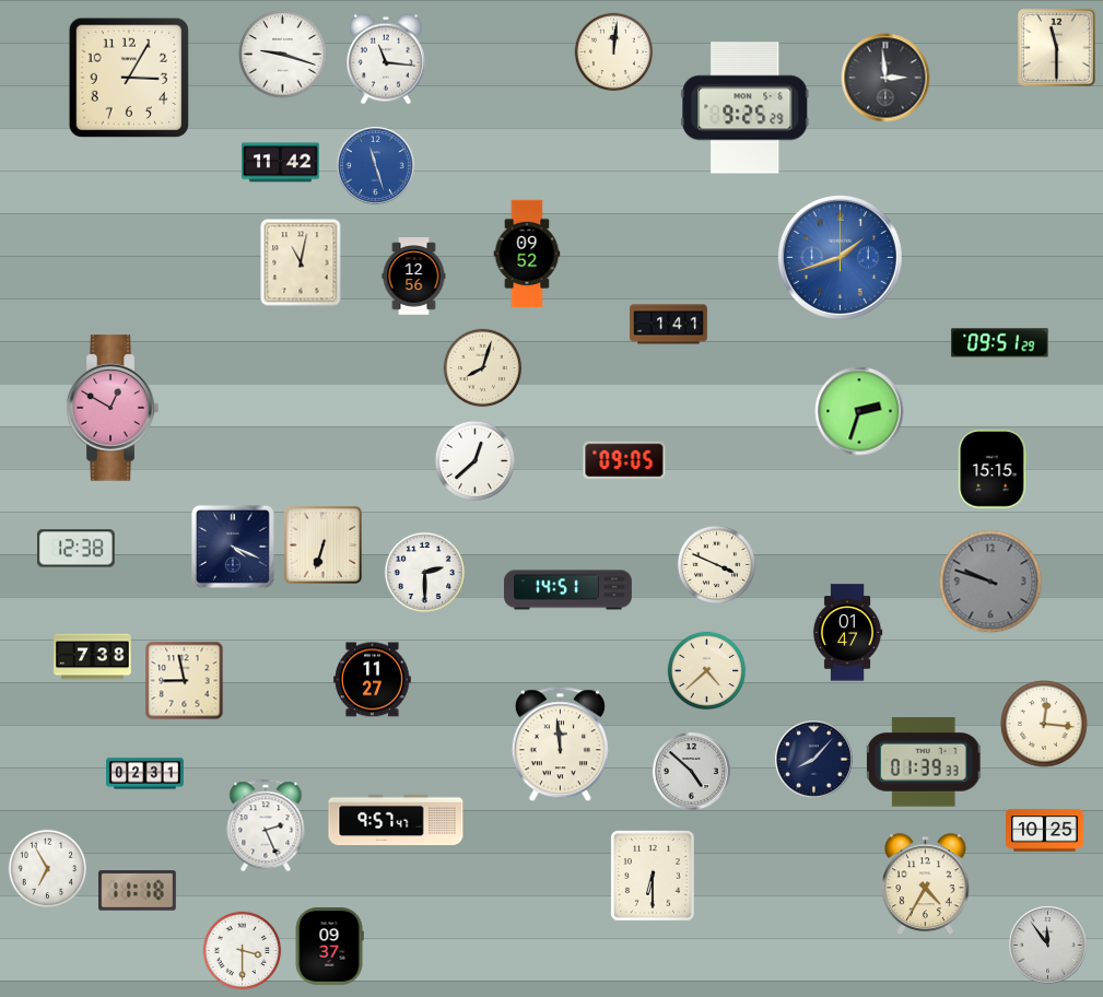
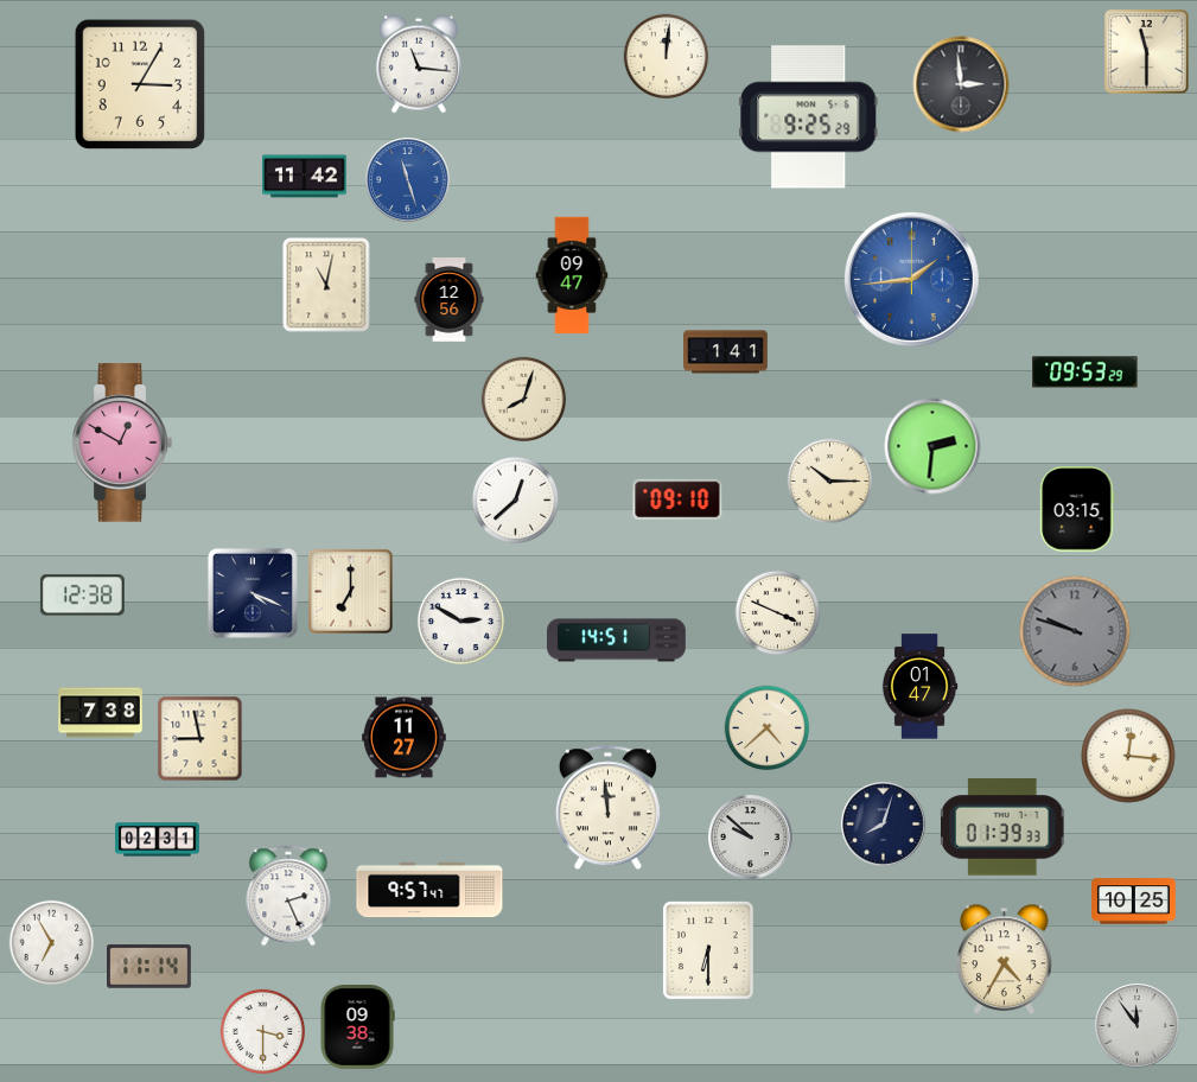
clock at (283, 55): 9:18 -> none
clock at (527, 254): 09:52 -> 09:47
clock at (840, 257): 1:42 -> 1:44
clock at (1000, 343): 09:51 -> 09:53
clock at (859, 411): 2:33 -> 2:31
clock at (830, 482): none -> 10:15
clock at (624, 460): 09:05 -> 09:10
clock at (993, 469): 15:15 -> 03:15
clock at (322, 544): 6:33 -> 7:00
clock at (424, 572): 2:30 -> 2:50
clock at (1044, 724) position: (1044, 724) -> (1128, 756)
clock at (814, 760): 8:07 -> 8:03
clock at (692, 772): 4:52 -> 9:52
clock at (138, 891): 11:18 -> 11:14
clock at (329, 947): 09:37 -> 09:38
